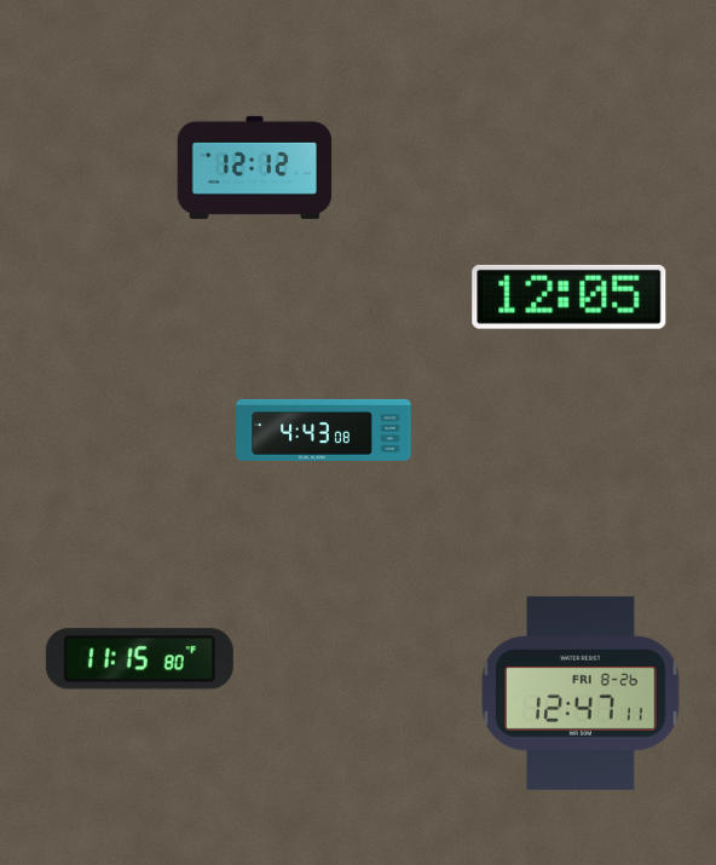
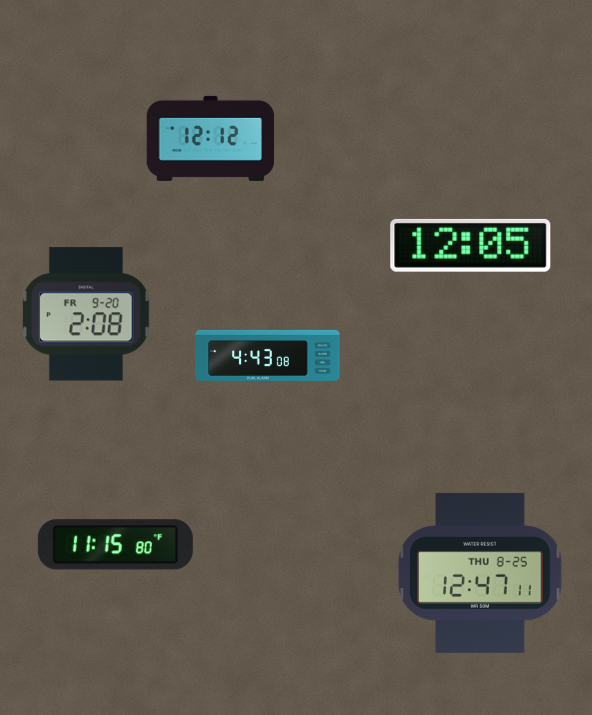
clock at (87, 314): none -> 2:08
clock at (581, 693) date: FRI 8-26 -> THU 8-25
